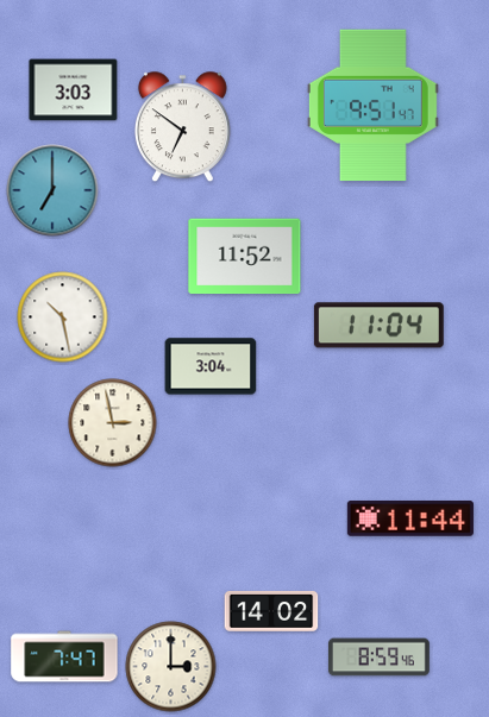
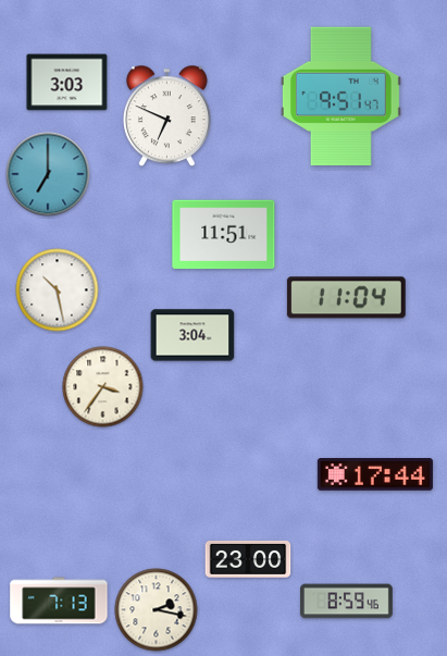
clock at (182, 127): 6:51 -> 6:49
clock at (245, 257): 11:52 -> 11:51
clock at (113, 423): 2:58 -> 3:36
clock at (410, 518): 11:44 -> 17:44
clock at (271, 611): 14:02 -> 23:00
clock at (64, 656): 7:47 -> 7:13
clock at (171, 667): 3:00 -> 2:17
